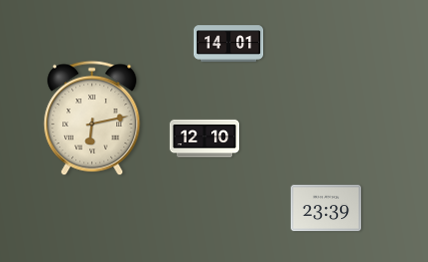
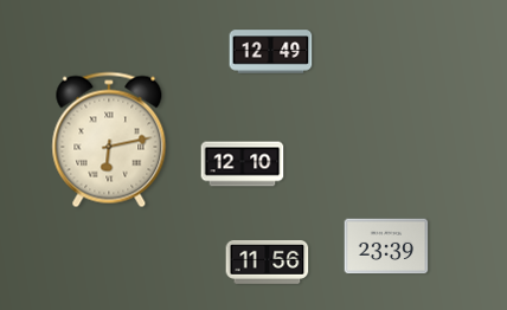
clock at (229, 44): 14:01 -> 12:49
clock at (268, 261): none -> 11:56
